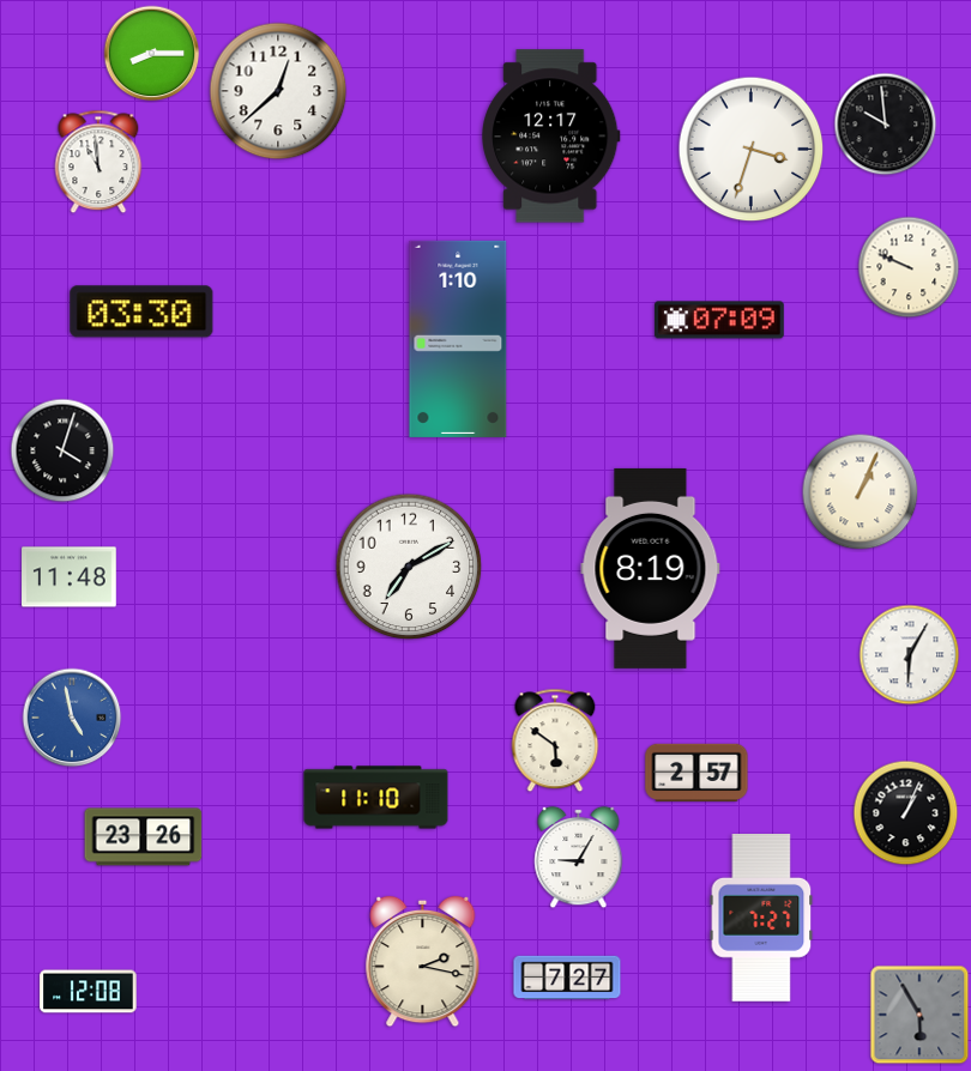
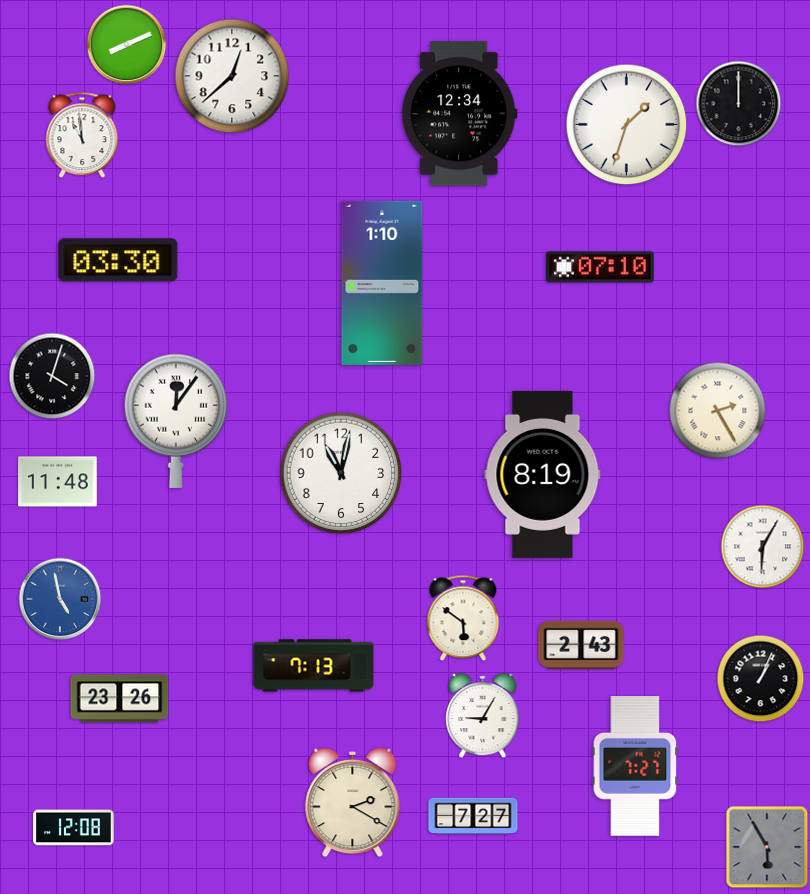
clock at (152, 54): 8:15 -> 8:11
clock at (886, 125): 9:59 -> 12:00
clock at (551, 137): 12:17 -> 12:34
clock at (752, 150): 3:33 -> 1:33
clock at (909, 267): 9:49 -> none
clock at (719, 320): 07:09 -> 07:10
clock at (861, 492): 1:04 -> 2:25
clock at (176, 421): none -> 12:06
clock at (409, 567): 7:10 -> 11:02
clock at (910, 655) position: (910, 655) -> (763, 547)
clock at (696, 772): 2:57 -> 2:43
clock at (376, 798): 11:10 -> 7:13
clock at (906, 813) position: (906, 813) -> (761, 679)
clock at (423, 962): 2:17 -> 2:20
